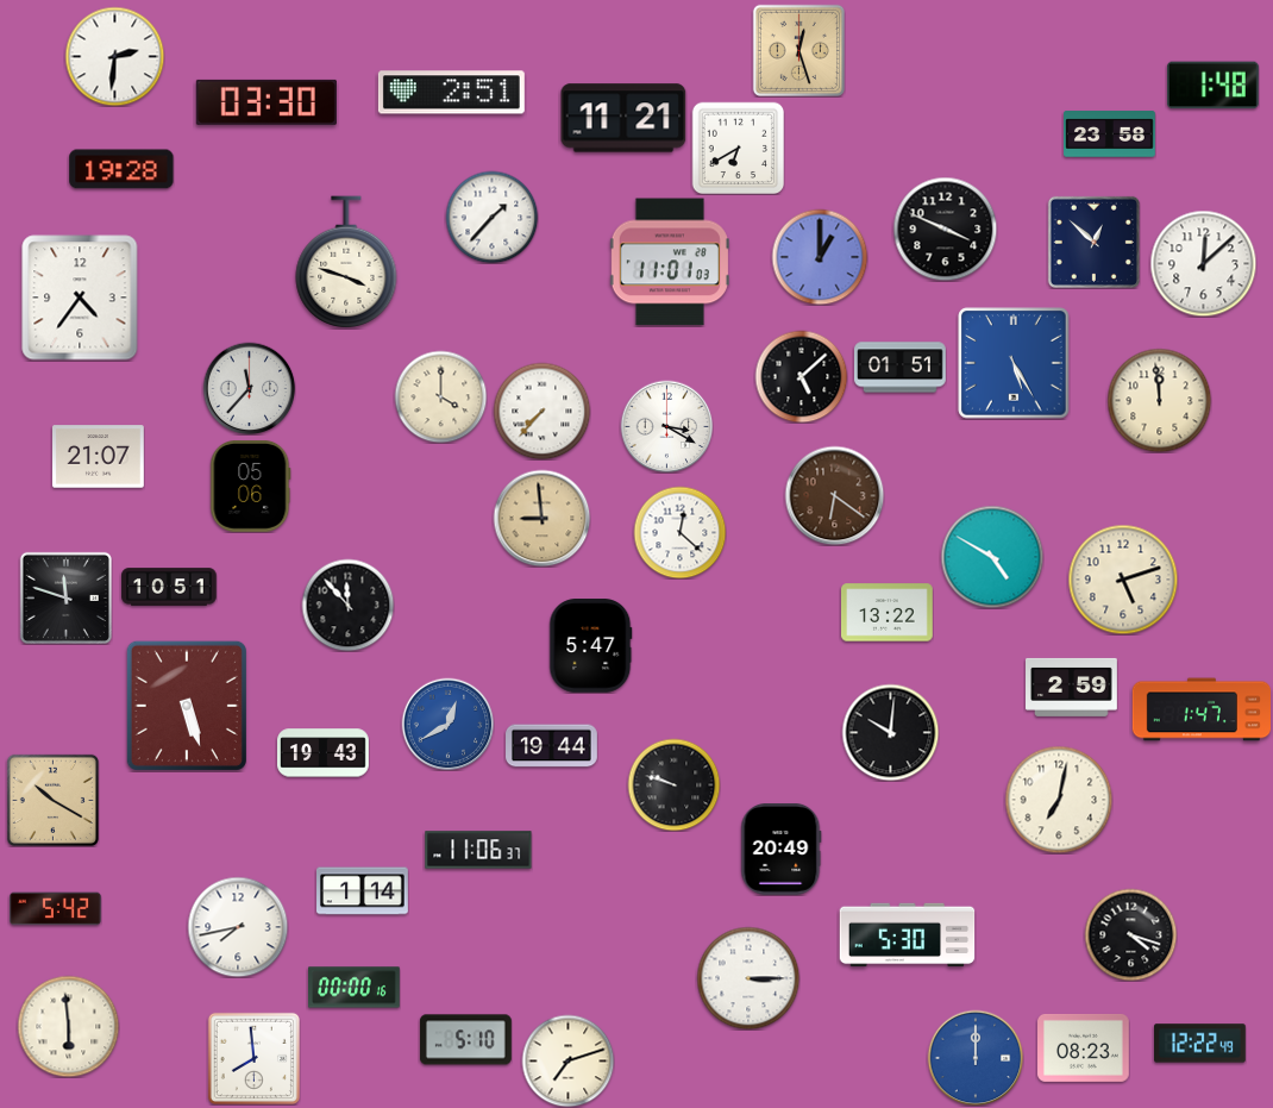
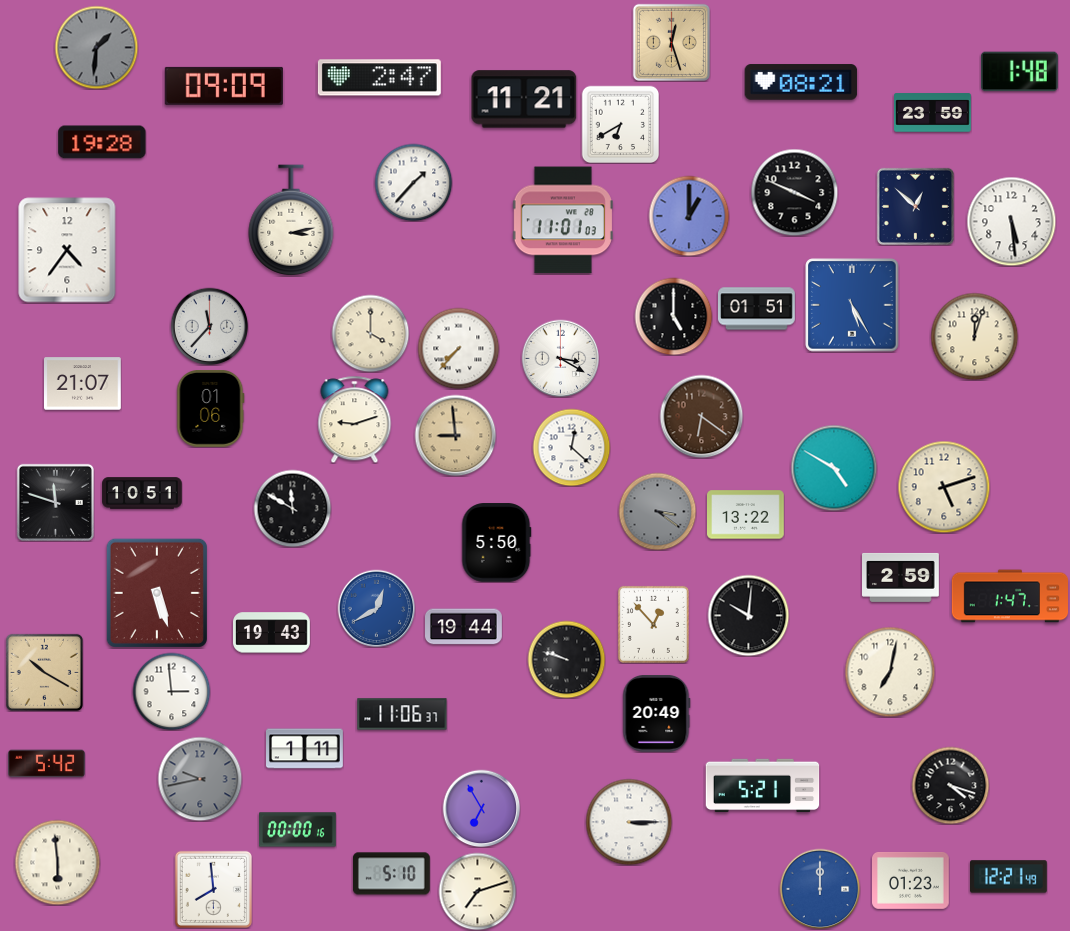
clock at (114, 56): 2:31 -> 1:31
clock at (114, 56) dial: white -> grey
clock at (451, 93): 2:51 -> 2:47
clock at (801, 82): none -> 08:21
clock at (266, 102): 03:30 -> 09:09
clock at (1110, 134): 23:58 -> 23:59
clock at (1093, 242) position: (1093, 242) -> (915, 206)
clock at (346, 262): 3:48 -> 3:13
clock at (1203, 263): 12:08 -> 5:29
clock at (801, 376): 5:08 -> 5:00
clock at (1159, 400): 11:59 -> 12:03
clock at (541, 411) position: (541, 411) -> (458, 348)
clock at (251, 487): 05:06 -> 01:06
clock at (355, 419): none -> 9:12
clock at (347, 605): 11:53 -> 11:50
clock at (657, 511): none -> 3:21
clock at (591, 646): 5:47 -> 5:50
clock at (653, 624): none -> 12:53
clock at (171, 691): none -> 2:59
clock at (363, 891): 1:14 -> 1:11
clock at (238, 927): 7:43 -> 9:43
clock at (238, 927) dial: white -> grey
clock at (908, 935): 5:30 -> 5:21
clock at (481, 808): none -> 6:55
clock at (1200, 1044): 12:22 -> 12:21
clock at (1084, 1047): 08:23 -> 01:23
